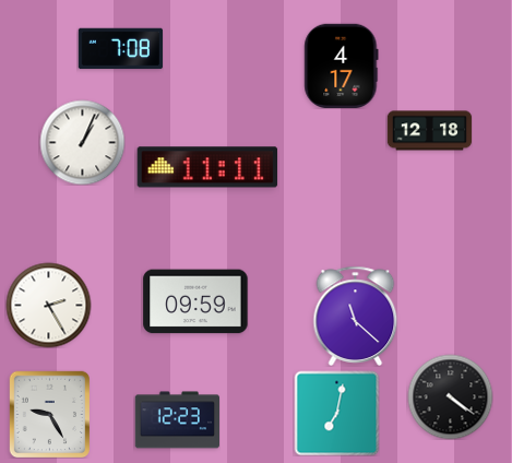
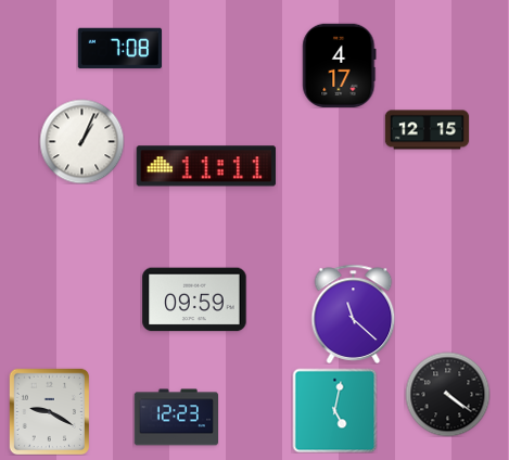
clock at (429, 131): 12:18 -> 12:15
clock at (48, 305): 2:25 -> none
clock at (336, 413): 7:02 -> 5:02
clock at (50, 414): 9:25 -> 9:20
